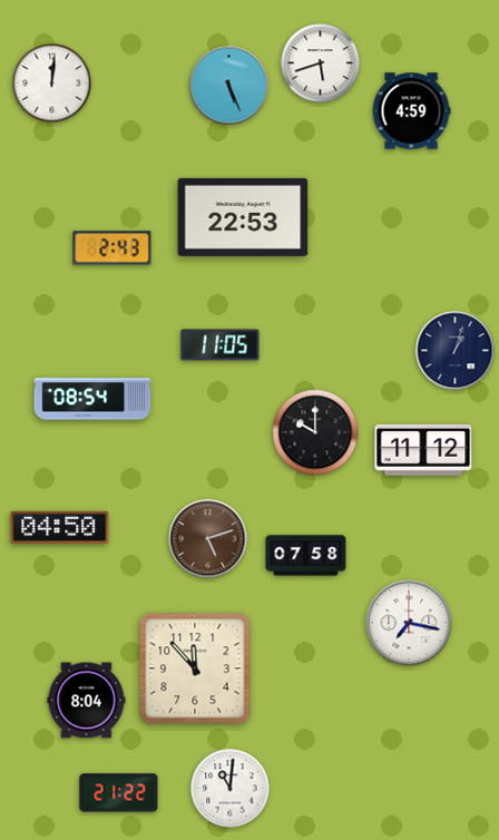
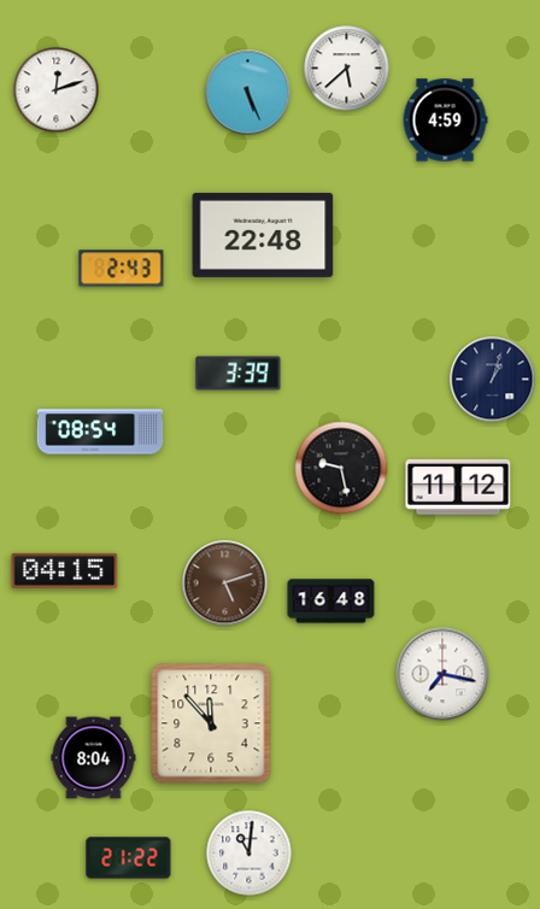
clock at (321, 64): 5:42 -> 5:38
clock at (52, 84): 12:01 -> 12:12
clock at (243, 217): 22:53 -> 22:48
clock at (221, 345): 11:05 -> 3:39
clock at (315, 432): 10:00 -> 9:28
clock at (60, 527): 04:50 -> 04:15
clock at (306, 556): 07:58 -> 16:48
